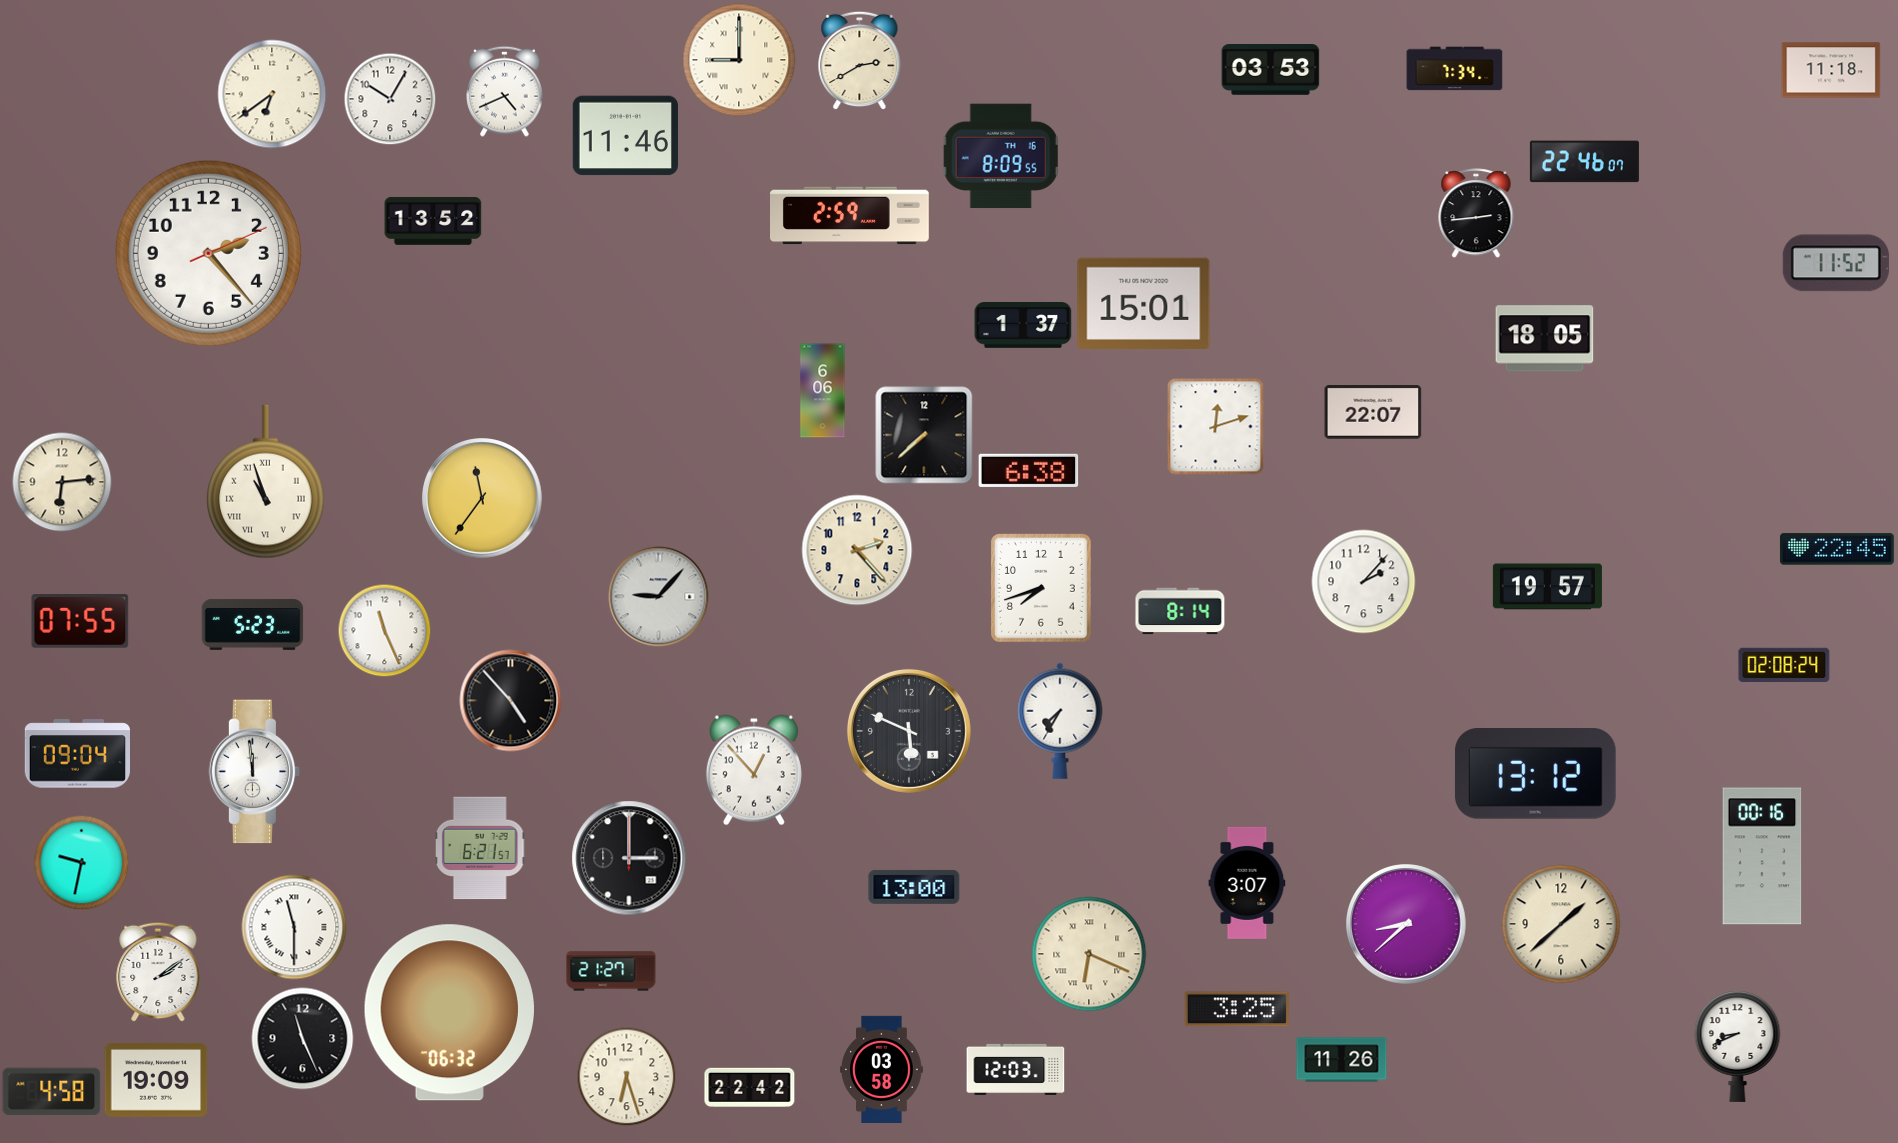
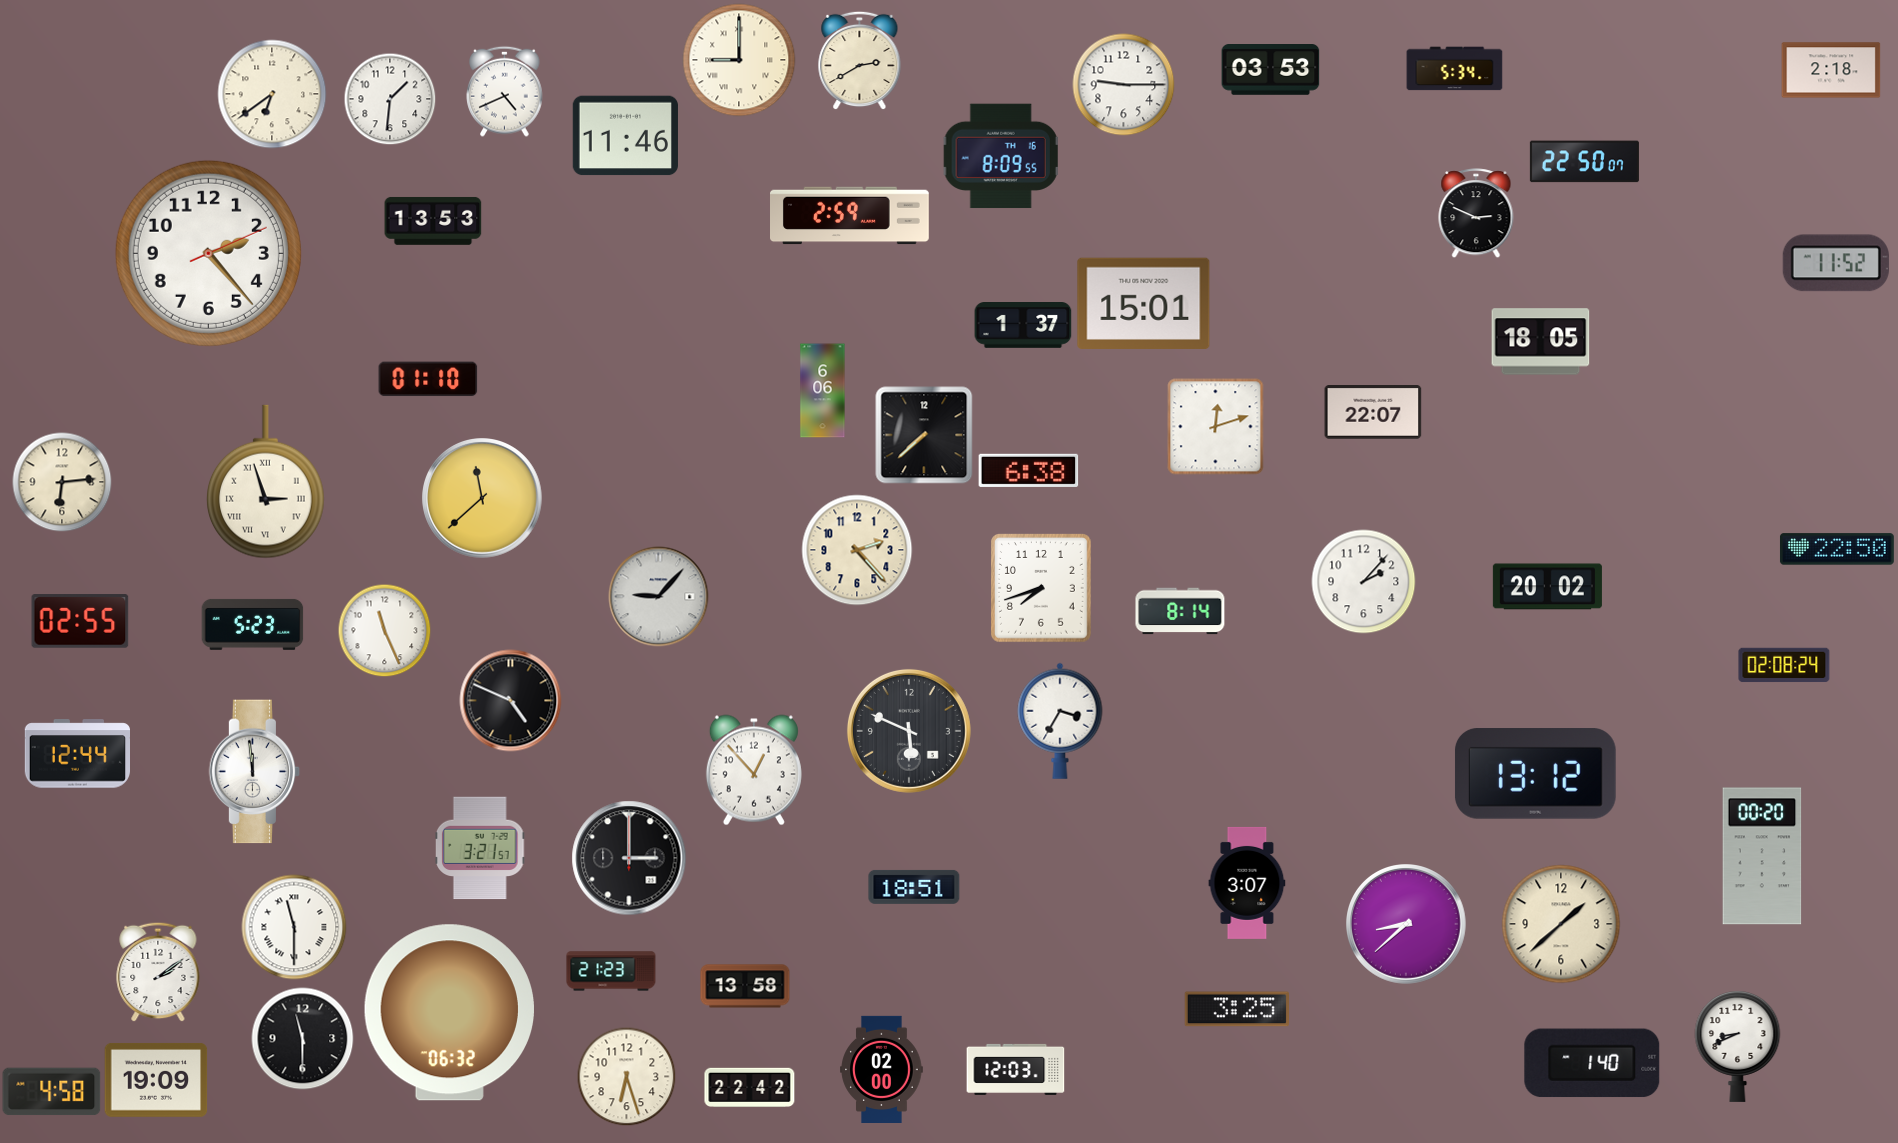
clock at (1455, 69): 7:34 -> 5:34
clock at (1831, 70): 11:18 -> 2:18
clock at (1124, 85): none -> 9:15
clock at (390, 99): 10:05 -> 1:31
clock at (1584, 162): 22:46 -> 22:50
clock at (1476, 213): 2:44 -> 2:49
clock at (433, 221): 13:52 -> 13:53
clock at (1545, 339) position: (1545, 339) -> (1541, 342)
clock at (428, 379): none -> 01:10
clock at (266, 482): 10:57 -> 2:57
clock at (483, 499): 11:36 -> 11:38
clock at (1837, 549): 22:45 -> 22:50
clock at (1547, 587): 19:57 -> 20:02
clock at (80, 621): 07:55 -> 02:55
clock at (511, 701): 4:53 -> 4:49
clock at (1060, 721): 7:35 -> 3:35
clock at (77, 754): 09:04 -> 12:44
clock at (481, 848): 6:21 -> 3:21
clock at (1762, 856): 00:16 -> 00:20
clock at (81, 862): 9:32 -> none
clock at (914, 887): 13:00 -> 18:51
clock at (1089, 954): 6:19 -> none
clock at (611, 971): 21:27 -> 21:23
clock at (745, 986): none -> 13:58
clock at (303, 1039): 11:26 -> 11:30
clock at (1342, 1060): 11:26 -> none
clock at (1592, 1063): none -> 1:40
clock at (882, 1069): 03:58 -> 02:00
